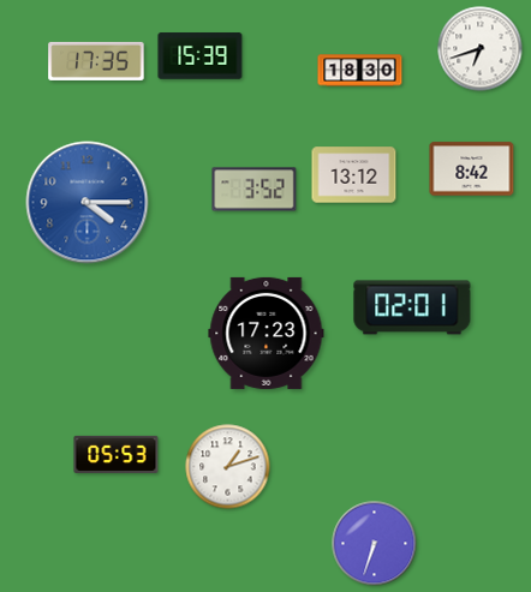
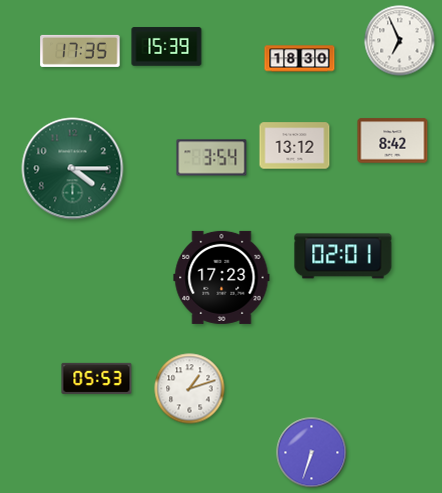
clock at (481, 49): 6:42 -> 6:56
clock at (255, 190): 3:52 -> 3:54
clock at (88, 203) dial: blue -> green
